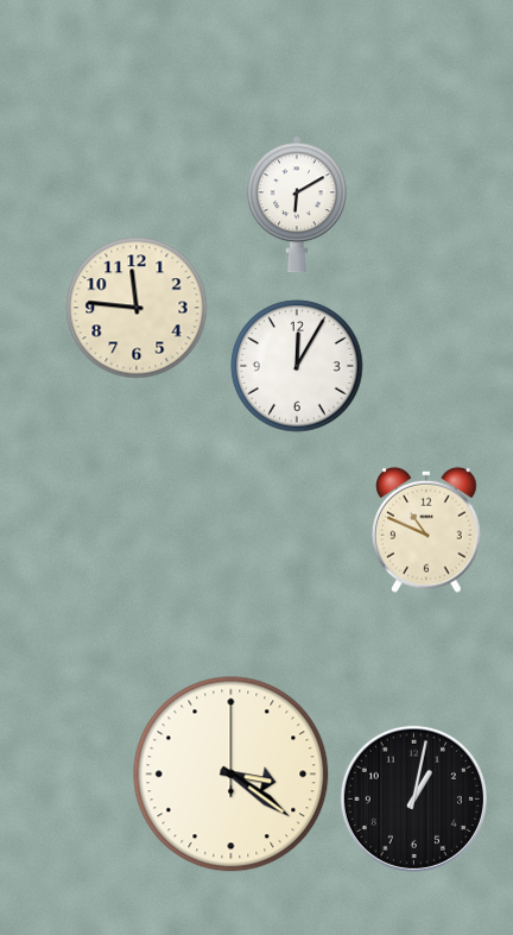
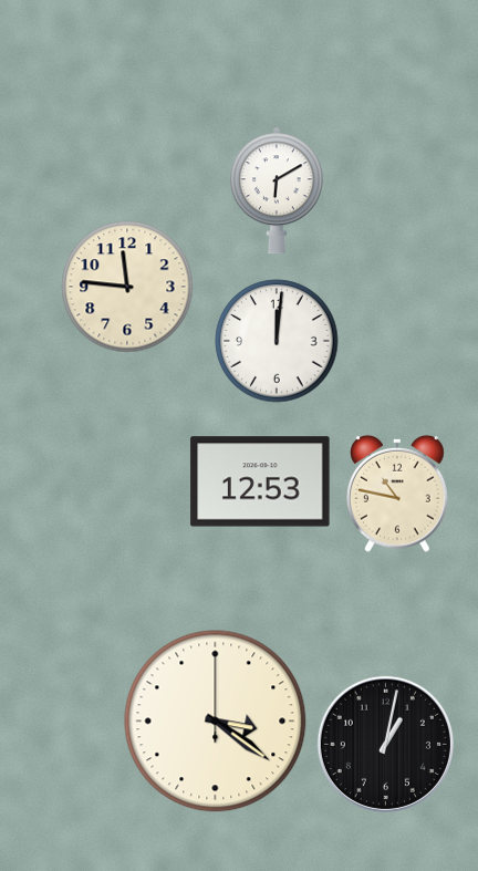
clock at (297, 366): 12:05 -> 12:01
clock at (260, 481): none -> 12:53
clock at (427, 530): 10:49 -> 10:47
